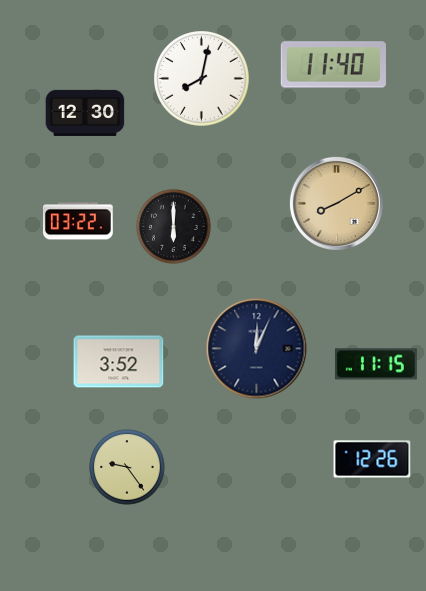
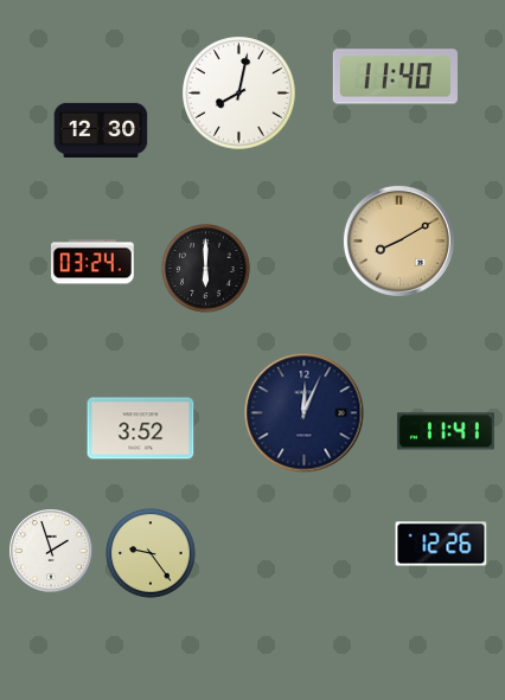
clock at (85, 113) position: (85, 113) -> (101, 130)
clock at (78, 221): 03:22 -> 03:24
clock at (376, 364): 11:15 -> 11:41
clock at (51, 551): none -> 1:57
